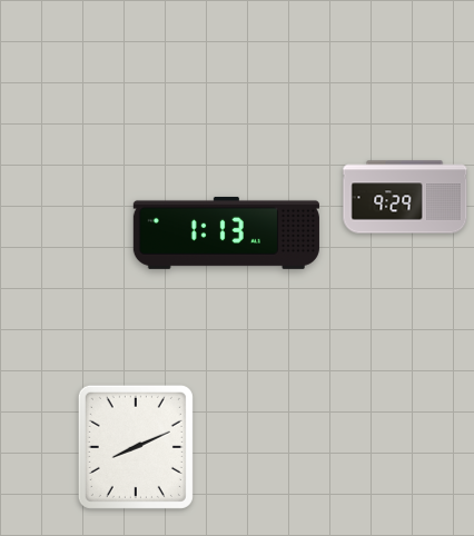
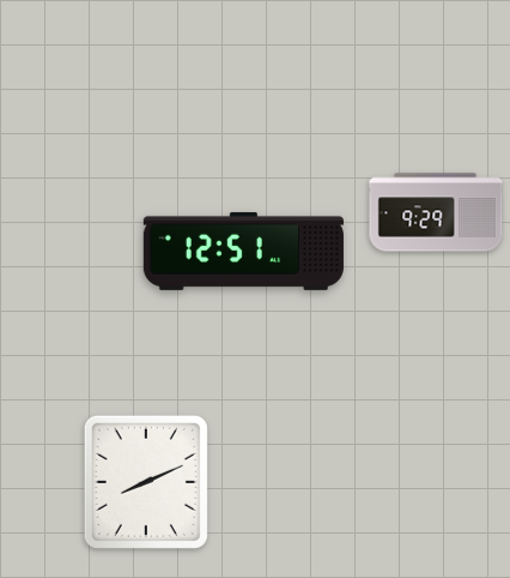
clock at (226, 232): 1:13 -> 12:51
